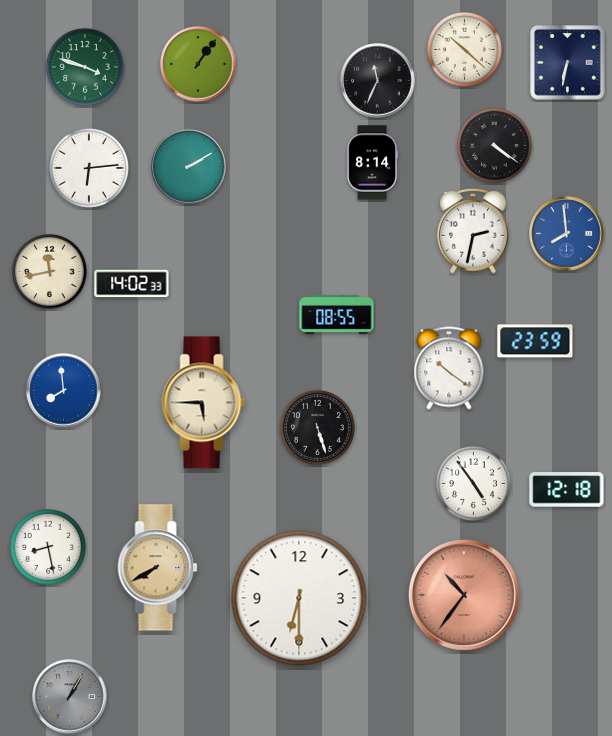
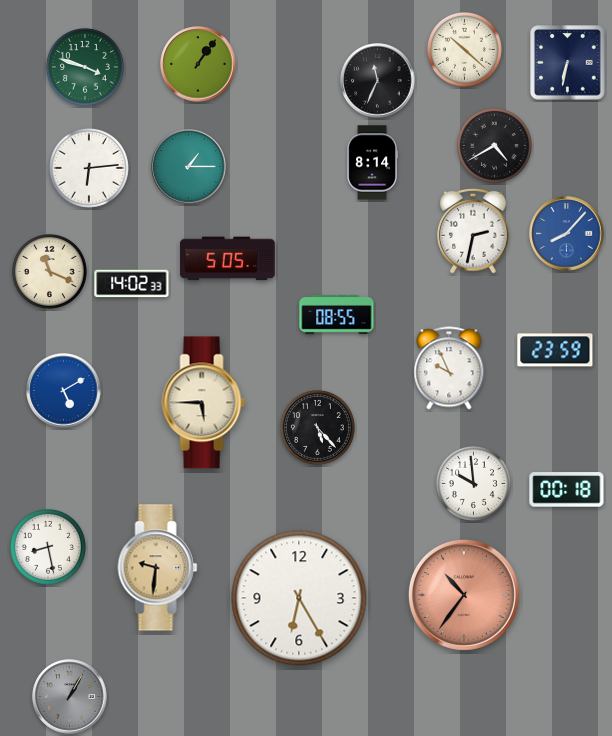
clock at (494, 145): 4:21 -> 4:40
clock at (189, 167): 2:10 -> 1:15
clock at (567, 234): 7:59 -> 8:07
clock at (228, 259): none -> 5:05
clock at (49, 271): 11:43 -> 11:19
clock at (535, 341) position: (535, 341) -> (555, 350)
clock at (449, 368): 10:21 -> 9:56
clock at (64, 391): 7:59 -> 5:10
clock at (317, 427): 5:27 -> 5:23
clock at (473, 483): 4:54 -> 9:59
clock at (567, 490): 12:18 -> 00:18
clock at (158, 568): 7:40 -> 9:31
clock at (299, 598): 6:30 -> 6:25
